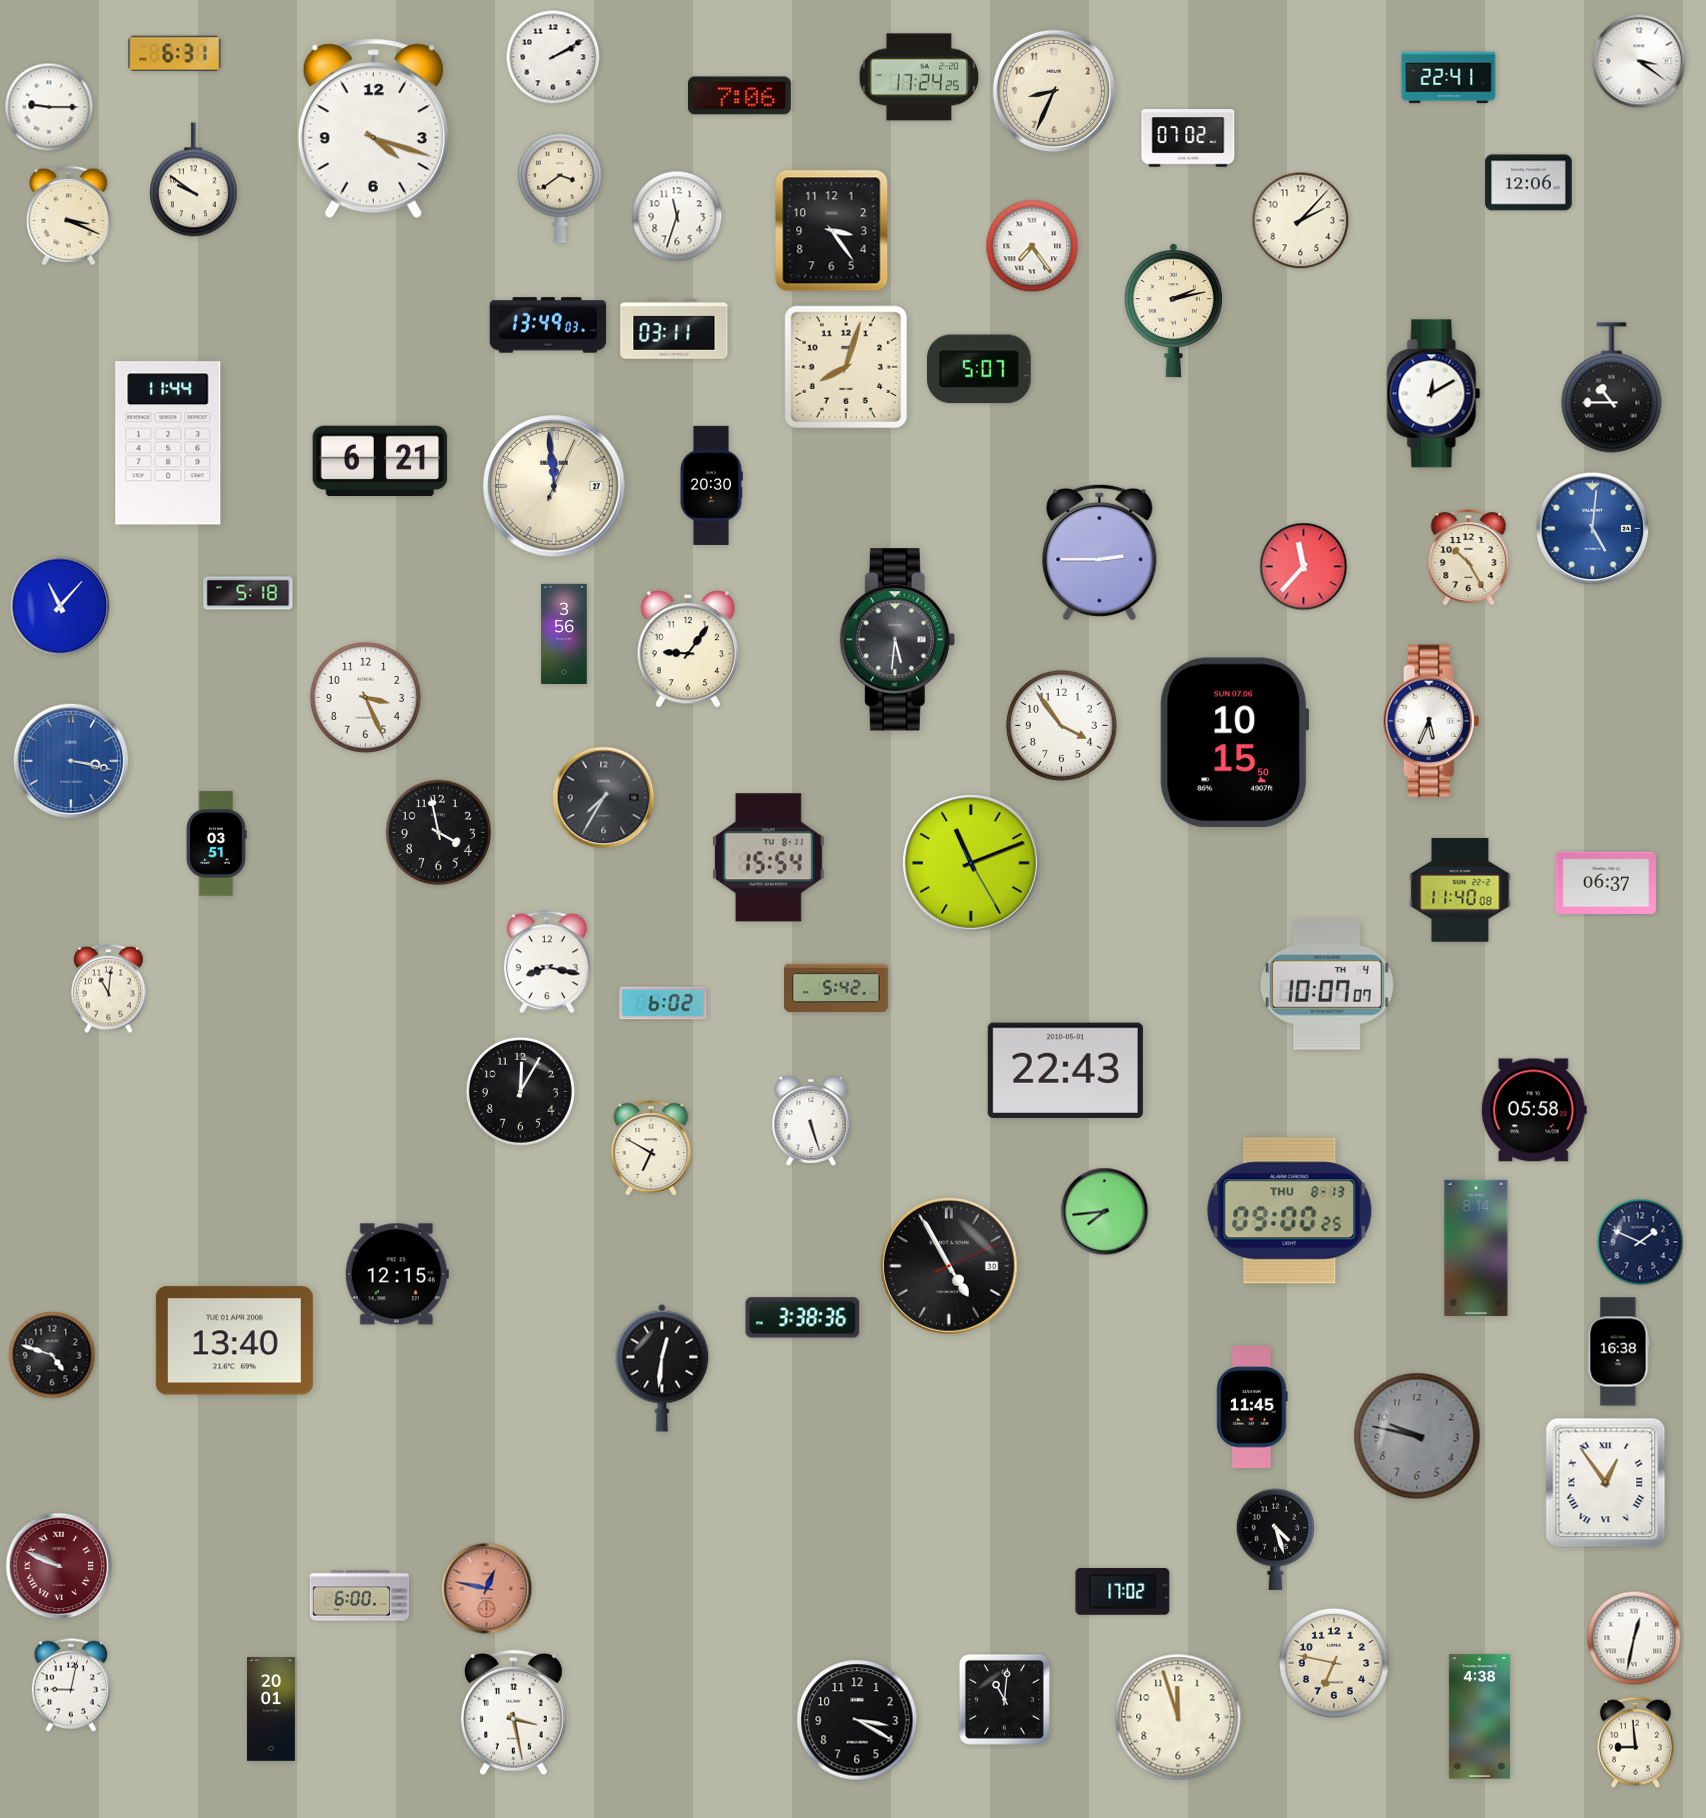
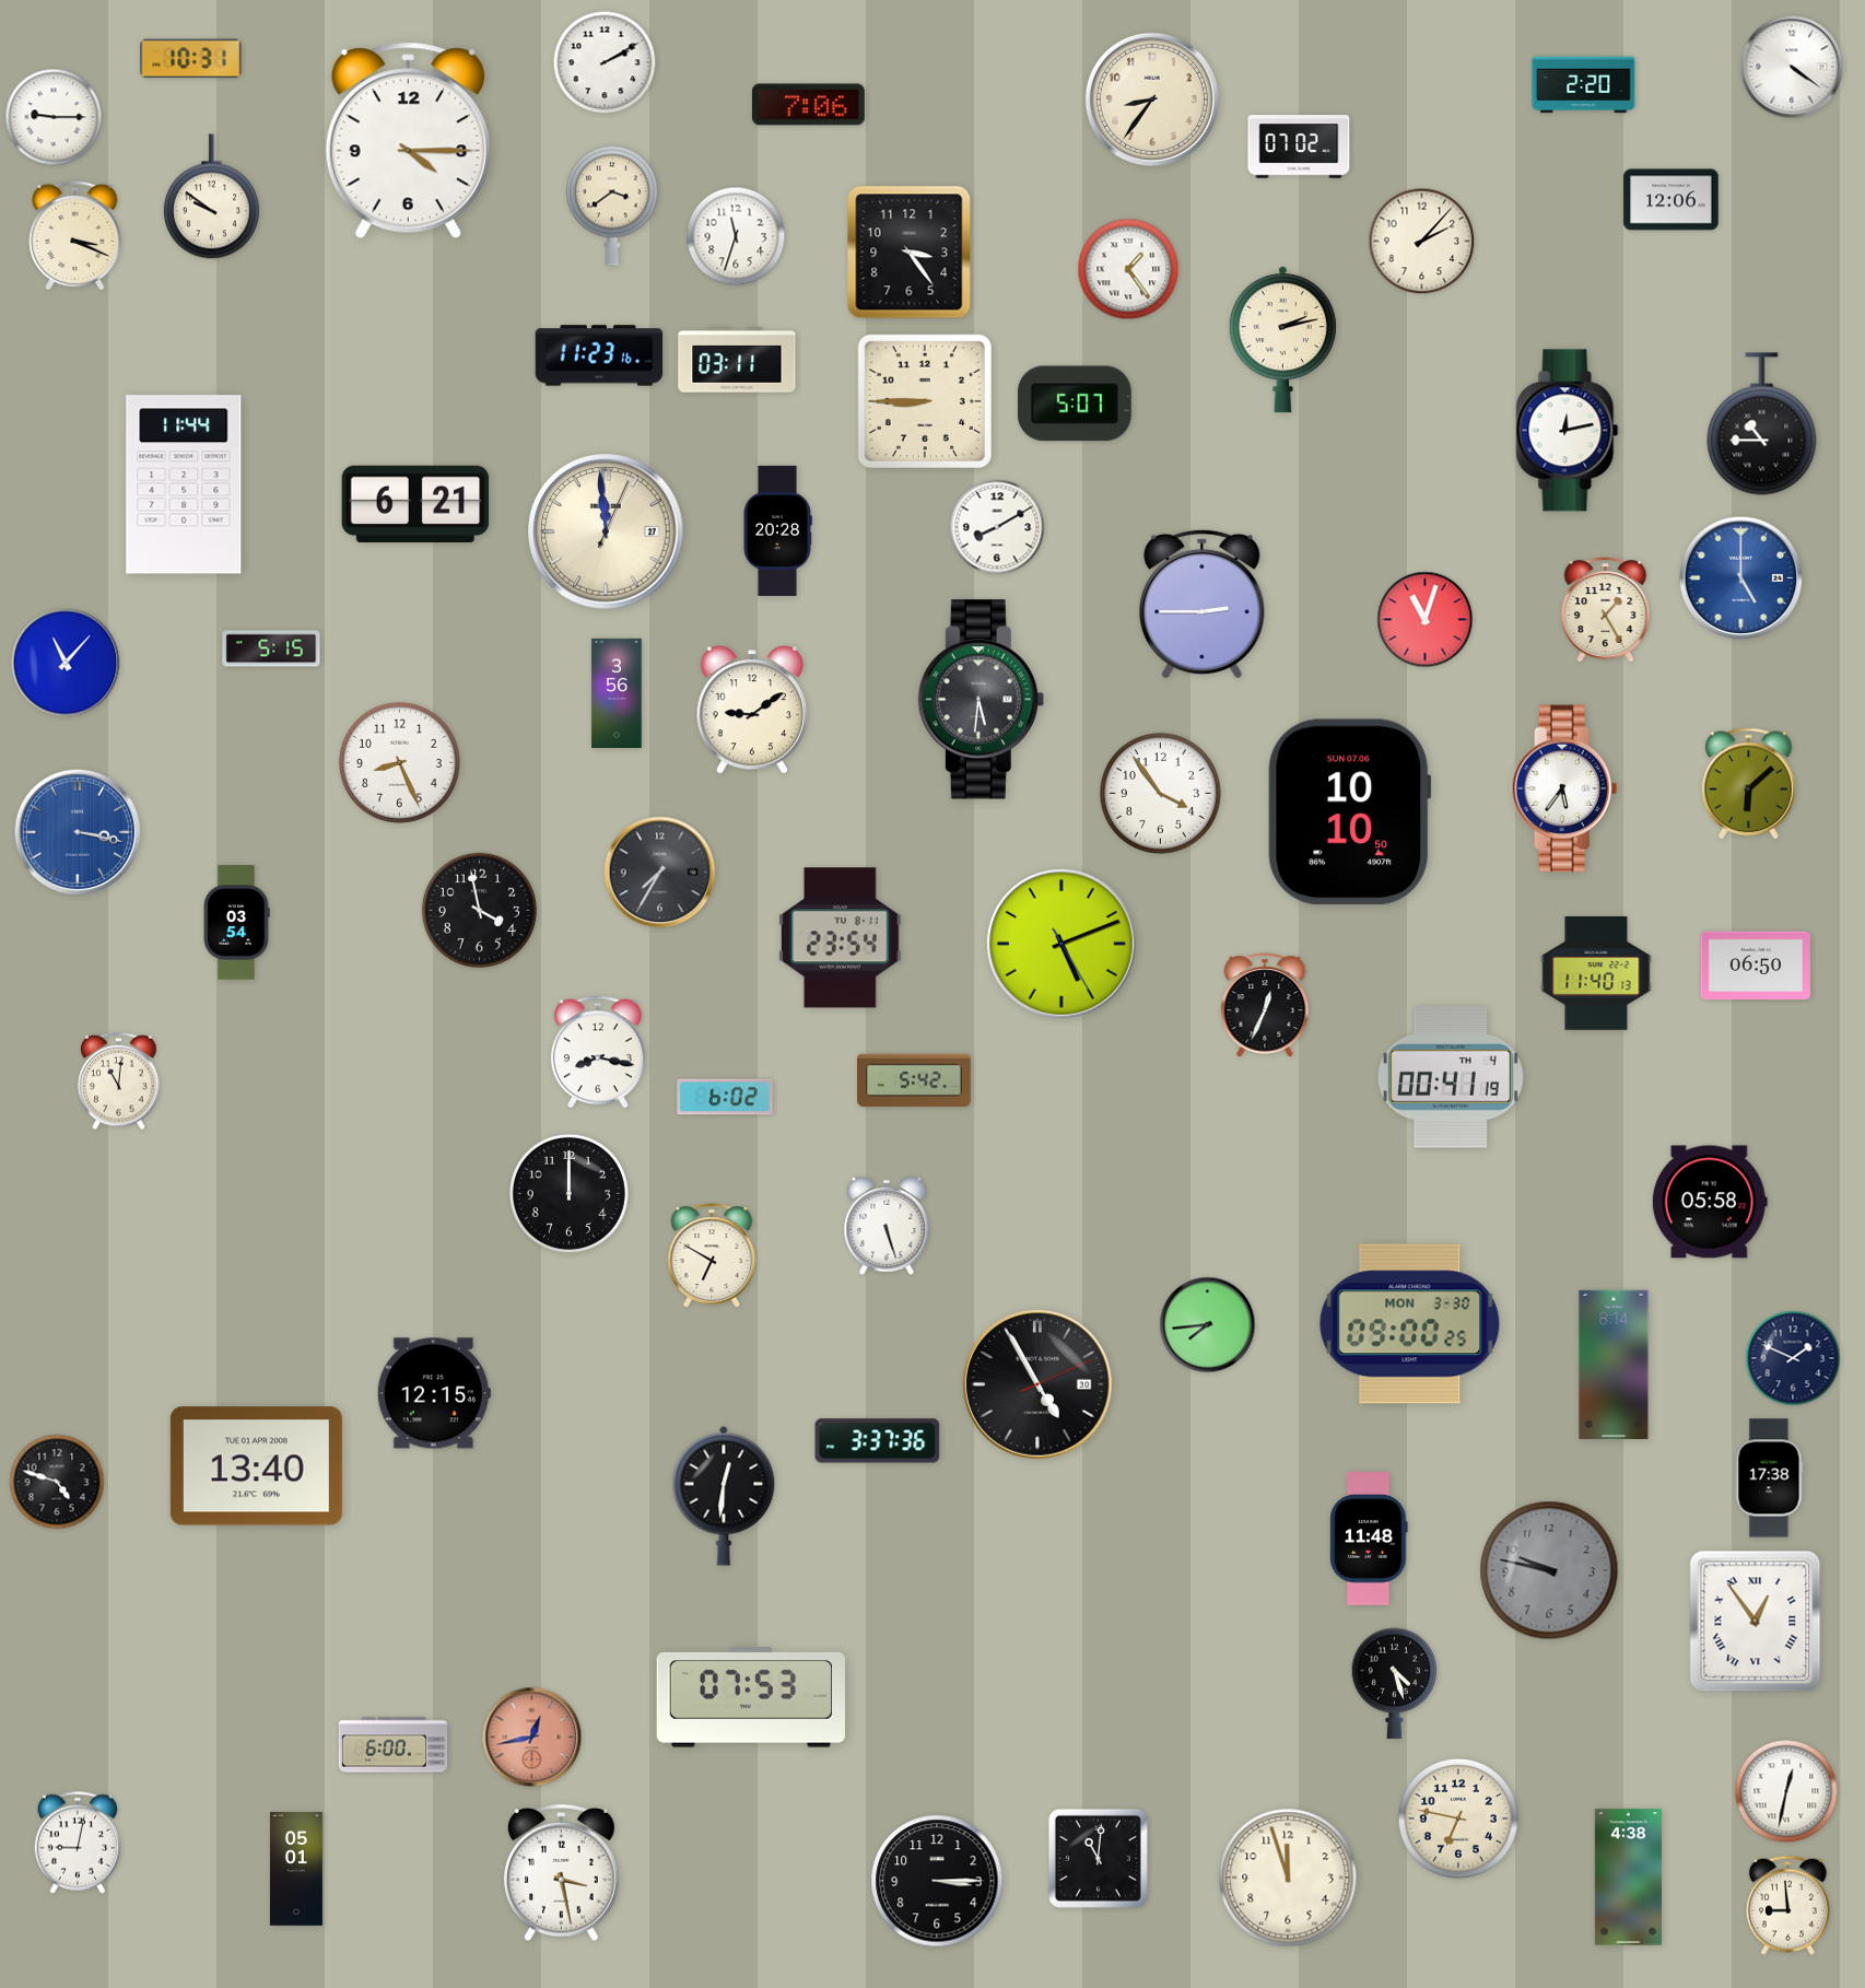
clock at (175, 54): 6:31 -> 10:31
clock at (1639, 61): 3:21 -> 4:21
clock at (918, 77): 17:24 -> none
clock at (1449, 78): 22:41 -> 2:20
clock at (1054, 91): 8:34 -> 8:36
clock at (373, 129): 4:18 -> 4:15
clock at (1188, 138) position: (1188, 138) -> (1299, 147)
clock at (677, 216) position: (677, 216) -> (736, 236)
clock at (1032, 246): 7:24 -> 1:24
clock at (548, 325): 13:49 -> 11:23
clock at (846, 367): 8:03 -> 8:45
clock at (979, 369) position: (979, 369) -> (1075, 404)
clock at (1434, 394): 12:10 -> 12:13
clock at (997, 527): none -> 8:10
clock at (711, 485): 20:30 -> 20:28
clock at (1593, 529): 5:01 -> 5:00
clock at (1469, 558): 10:25 -> 1:25
clock at (1304, 567): 11:37 -> 11:03
clock at (248, 593): 5:18 -> 5:15
clock at (688, 649): 9:06 -> 9:09
clock at (365, 697): 3:26 -> 8:26
clock at (1749, 784): none -> 6:08
clock at (1431, 721): 5:34 -> 5:36
clock at (1235, 743): 10:15 -> 10:10
clock at (216, 844): 03:51 -> 03:54
clock at (768, 858): 15:54 -> 23:54
clock at (971, 863): 11:11 -> 5:11
clock at (1606, 883): 06:37 -> 06:50
clock at (1460, 890): 11:40:08 -> 11:40:13
clock at (1265, 1005): none -> 12:34
clock at (1327, 985): 10:07 -> 00:41
clock at (1065, 1070): 22:43 -> none
clock at (520, 1091): 12:05 -> 12:00
clock at (1534, 1110) position: (1534, 1110) -> (1710, 1202)
clock at (1290, 1211) date: THU 8-13 -> MON 3-30
clock at (803, 1318): 3:38 -> 3:37
clock at (1618, 1352): 16:38 -> 17:38
clock at (1252, 1408): 11:45 -> 11:48
clock at (751, 1697): none -> 07:53
clock at (59, 1566): 9:49 -> none
clock at (487, 1589): 12:47 -> 12:43
clock at (1123, 1592): 17:02 -> none
clock at (271, 1709): 20:01 -> 05:01
clock at (1479, 1717) position: (1479, 1717) -> (1628, 1878)
clock at (857, 1720): 3:20 -> 3:15
